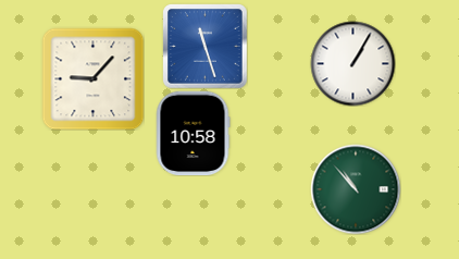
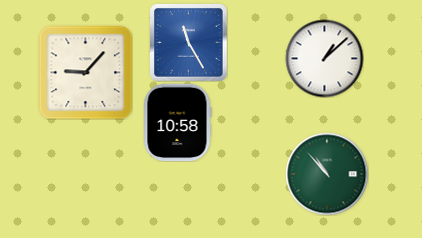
clock at (204, 46): 11:27 -> 11:25
clock at (352, 63): 1:05 -> 1:08
